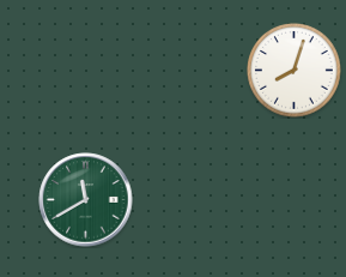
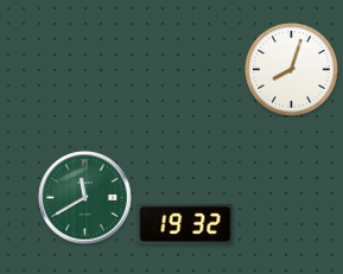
clock at (185, 224): none -> 19:32
